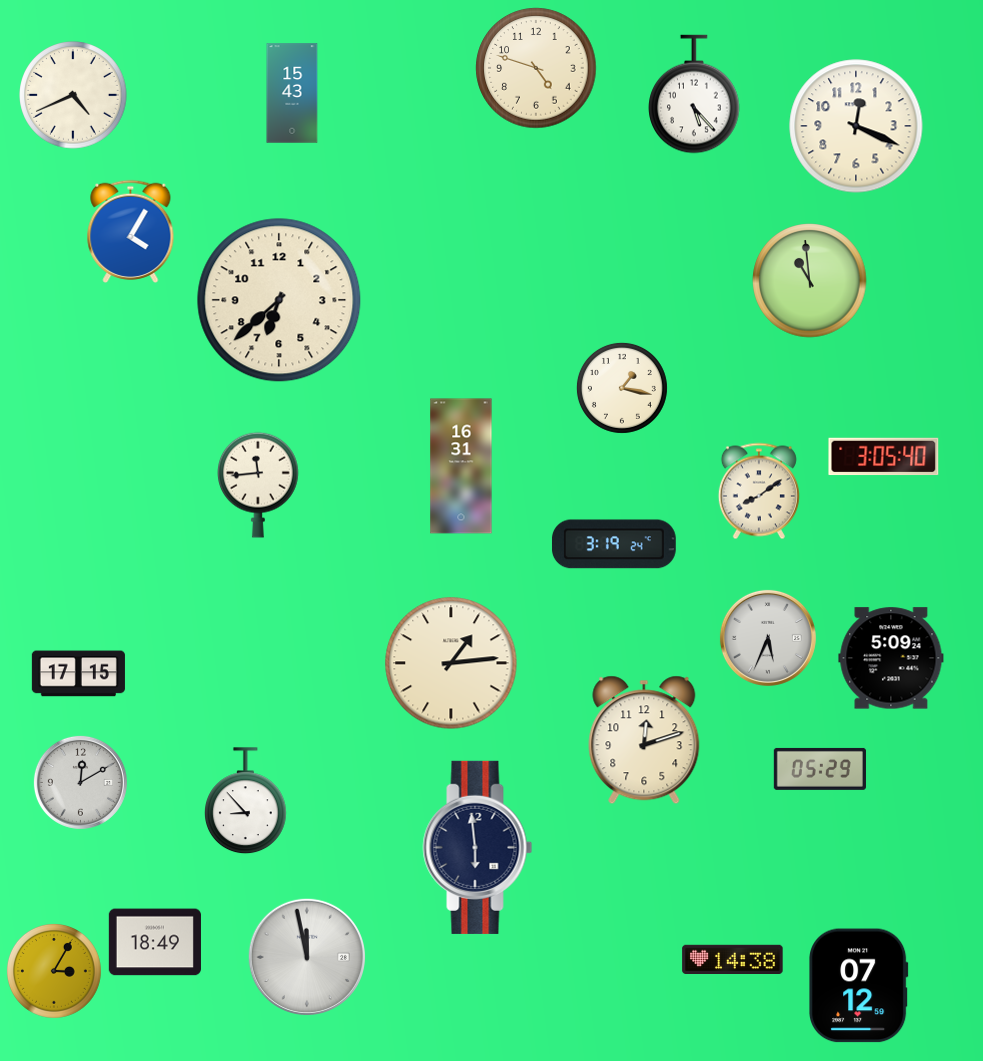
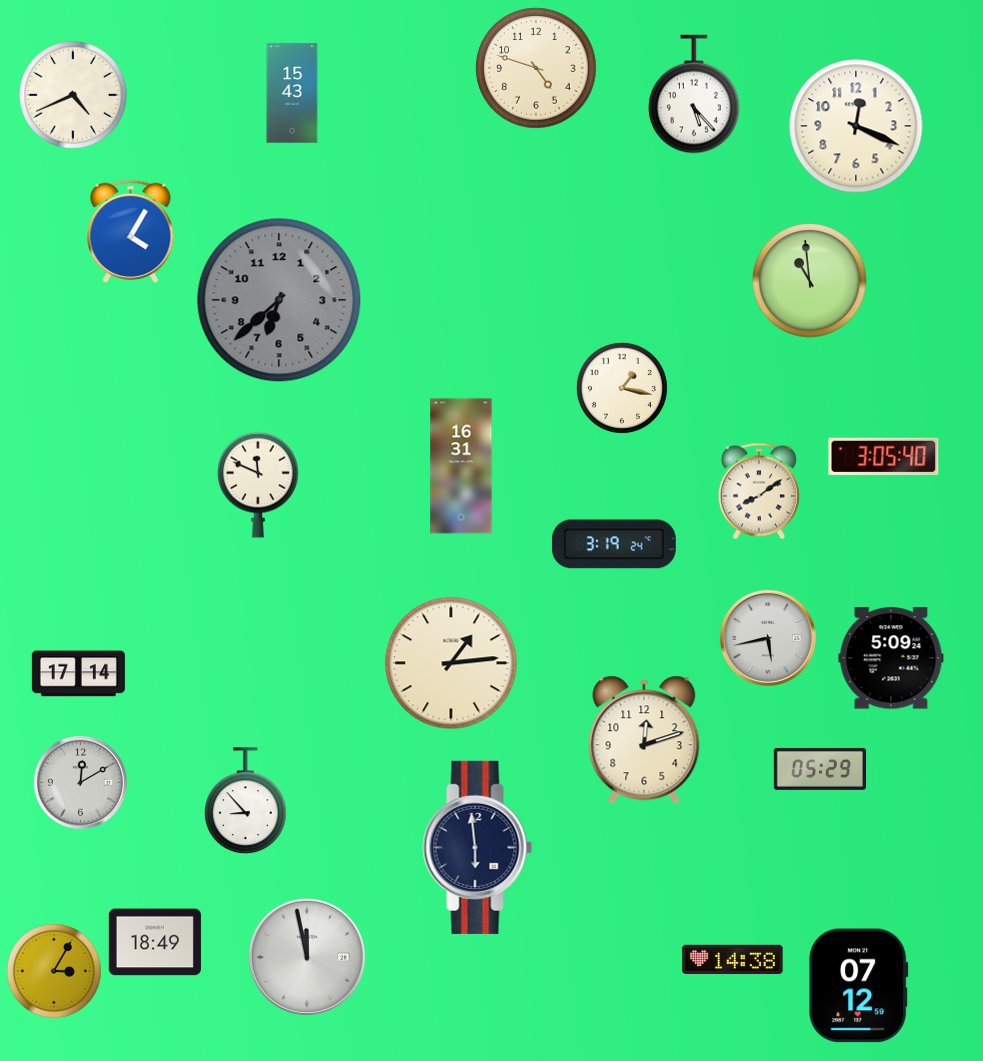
clock at (279, 300) dial: cream -> grey
clock at (259, 485): 11:44 -> 11:49
clock at (768, 638): 5:34 -> 5:43
clock at (78, 674): 17:15 -> 17:14
